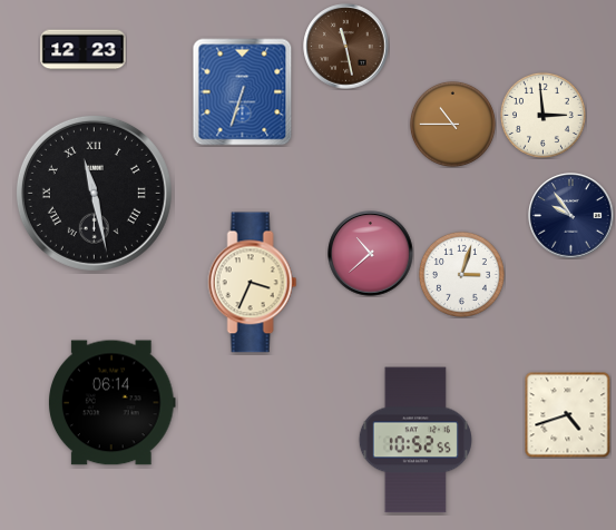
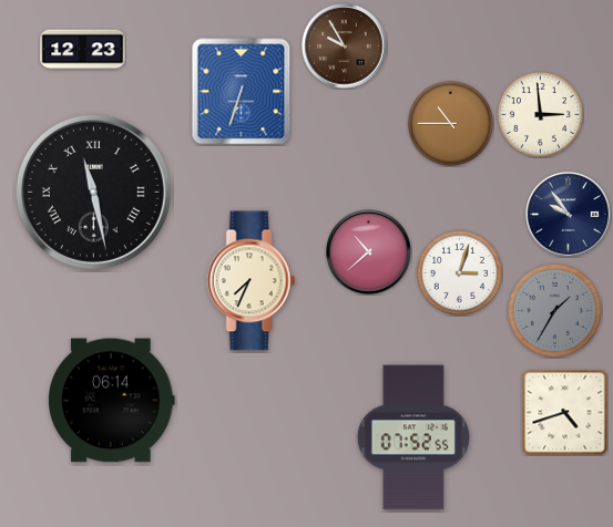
clock at (346, 47): 11:28 -> 9:55
clock at (253, 283): 3:34 -> 7:34
clock at (554, 310): none -> 1:35
clock at (415, 440): 10:52 -> 07:52
